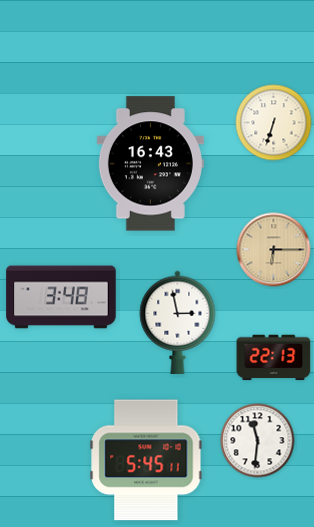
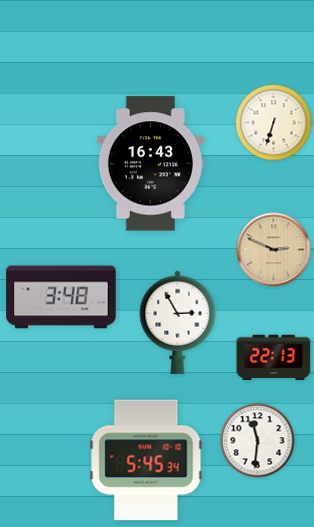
clock at (274, 250): 6:15 -> 2:49
clock at (178, 322): 2:58 -> 2:55
clock at (146, 460): 5:45:11 -> 5:45:34
